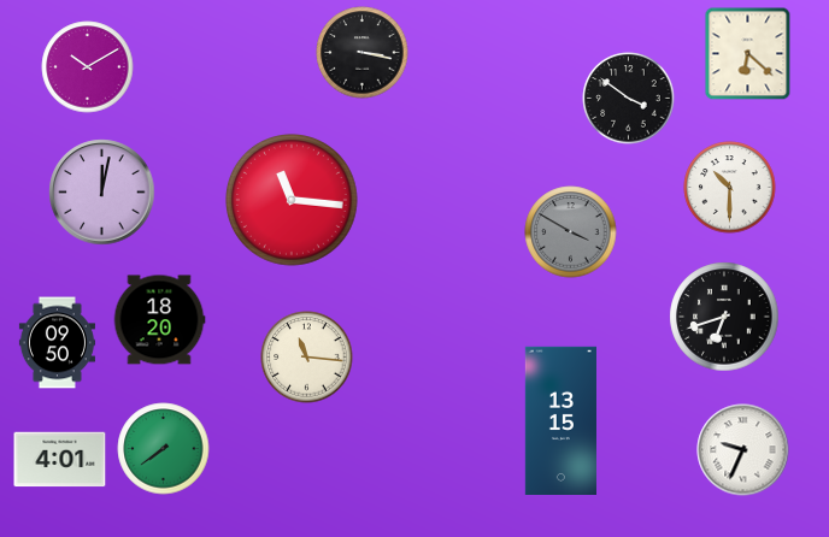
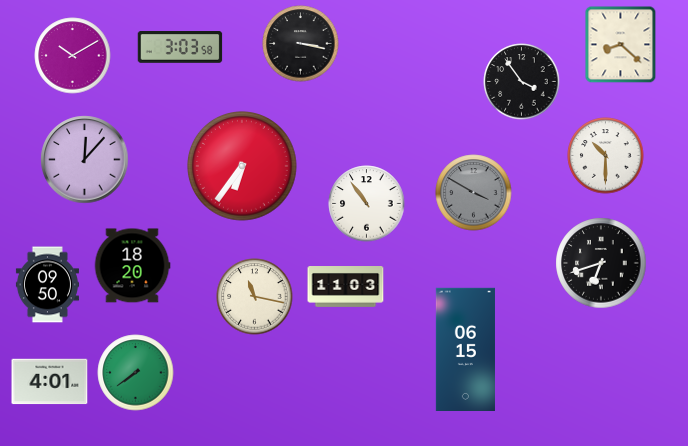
clock at (748, 53): 6:22 -> 8:22
clock at (180, 47): none -> 3:03
clock at (629, 99): 3:51 -> 3:54
clock at (102, 193): 12:02 -> 12:07
clock at (293, 201): 11:16 -> 6:36
clock at (367, 204): none -> 10:54
clock at (346, 287): none -> 11:03
clock at (307, 358): 11:16 -> 11:17
clock at (560, 420): 13:15 -> 06:15
clock at (743, 450): 9:34 -> none
